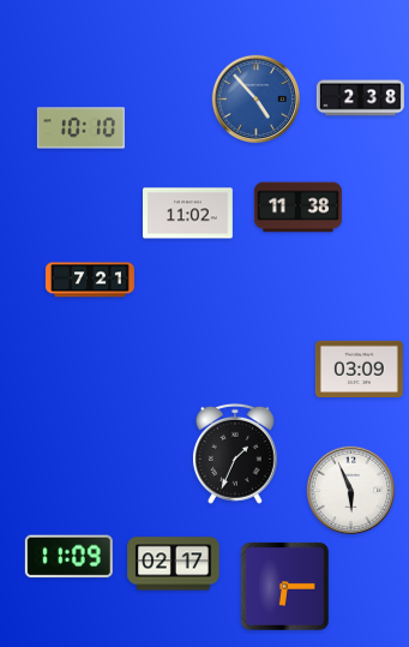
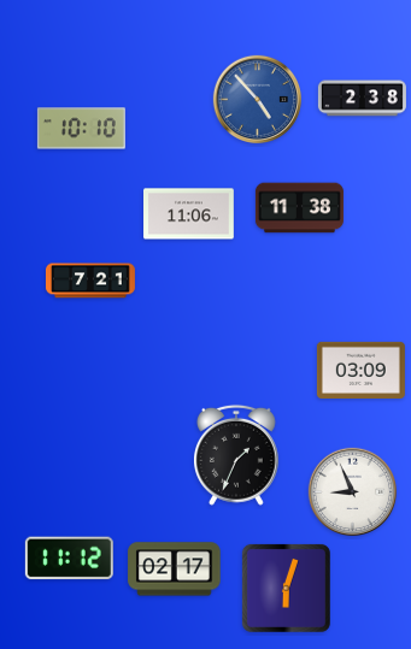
clock at (188, 214): 11:02 -> 11:06
clock at (350, 490): 5:56 -> 8:56
clock at (68, 557): 11:09 -> 11:12
clock at (174, 564) position: (174, 564) -> (175, 570)
clock at (284, 586): 6:15 -> 6:03
